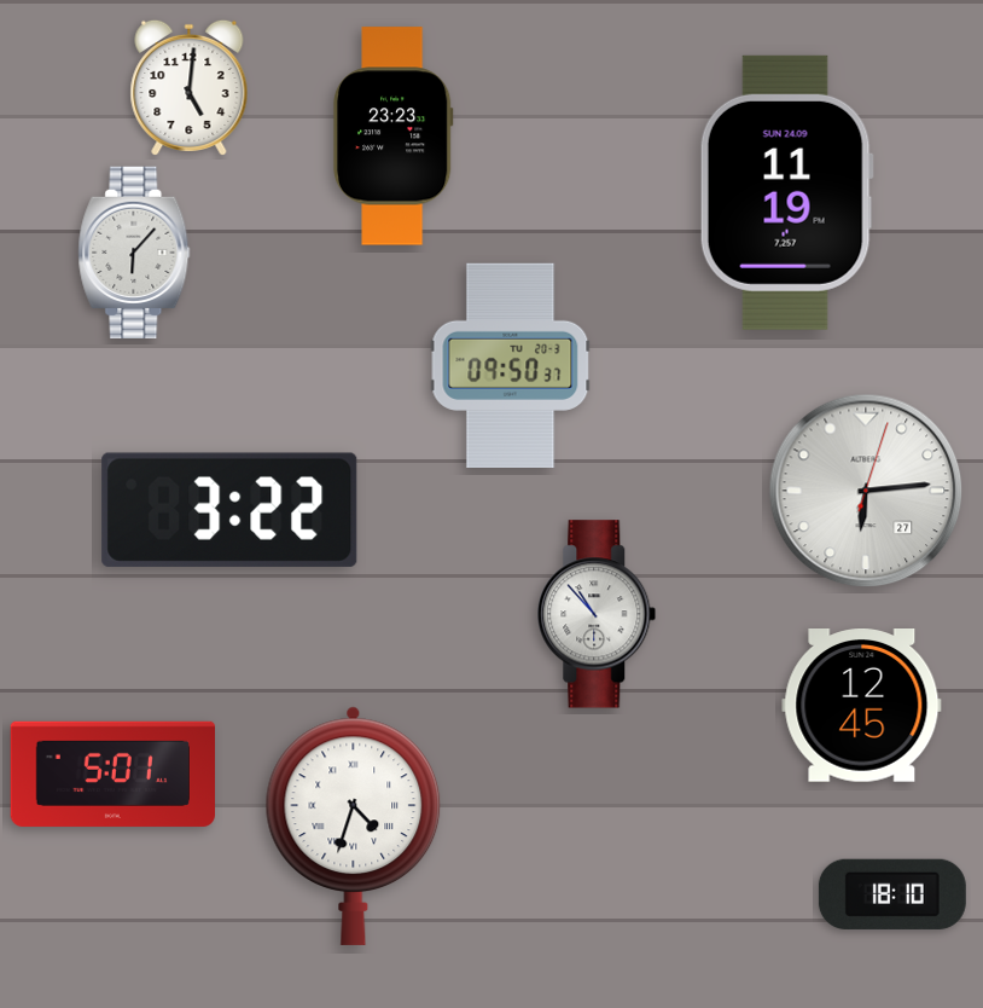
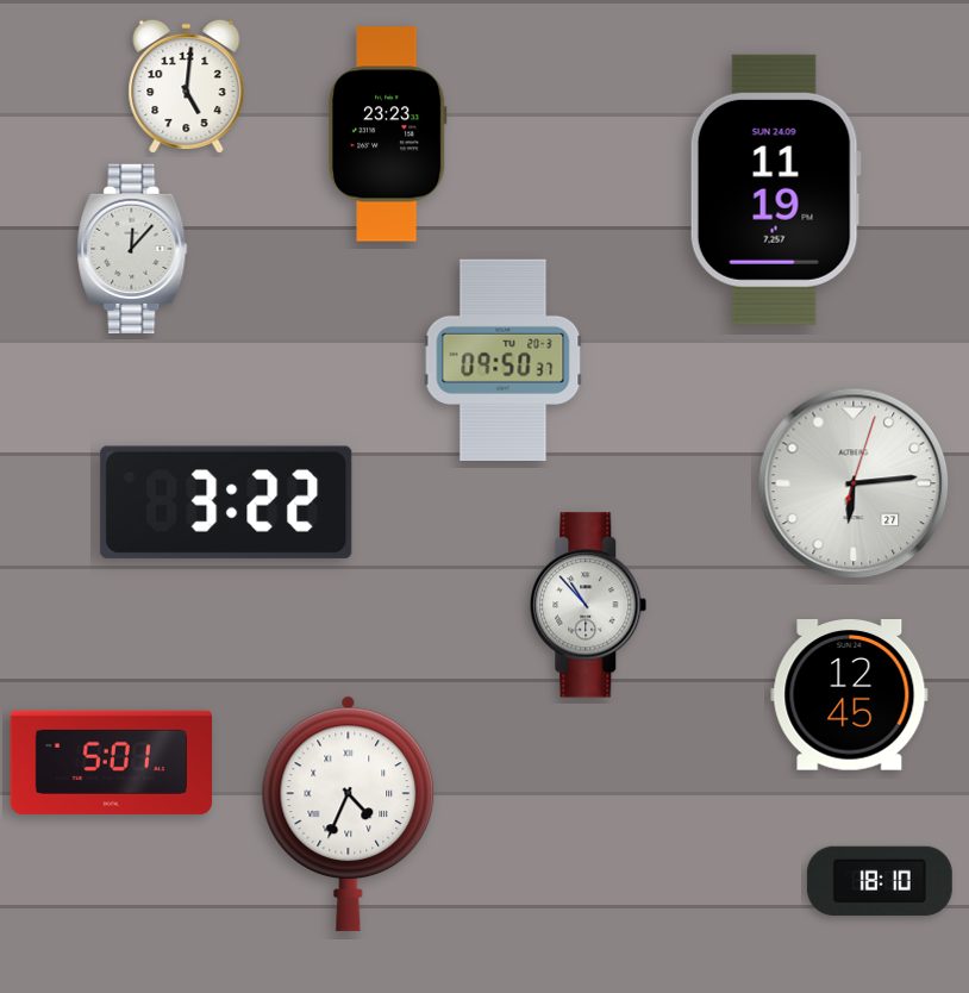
clock at (134, 251): 6:07 -> 12:07
clock at (354, 825): 4:33 -> 4:34
